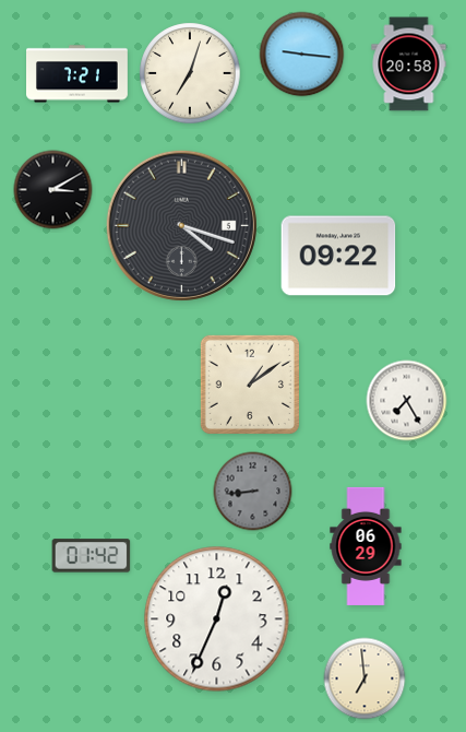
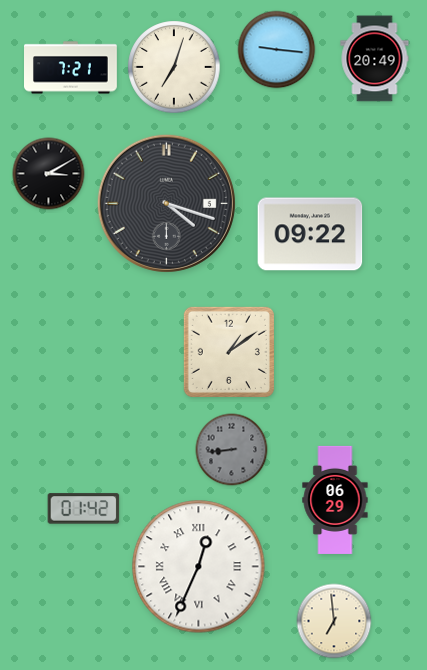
clock at (409, 64): 20:58 -> 20:49
clock at (181, 225) position: (181, 225) -> (166, 203)
clock at (407, 401): 7:25 -> none
clock at (217, 619) numerals: Arabic -> Roman
